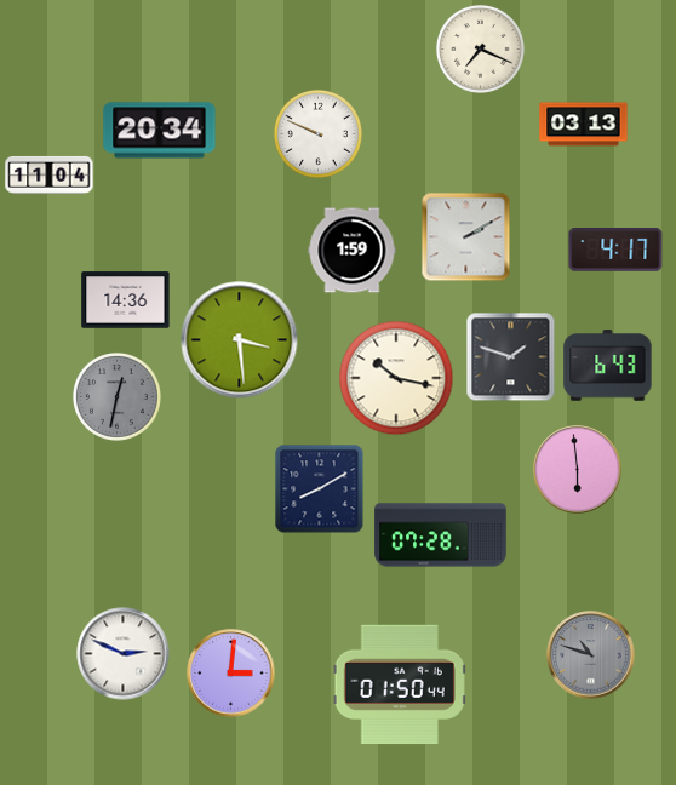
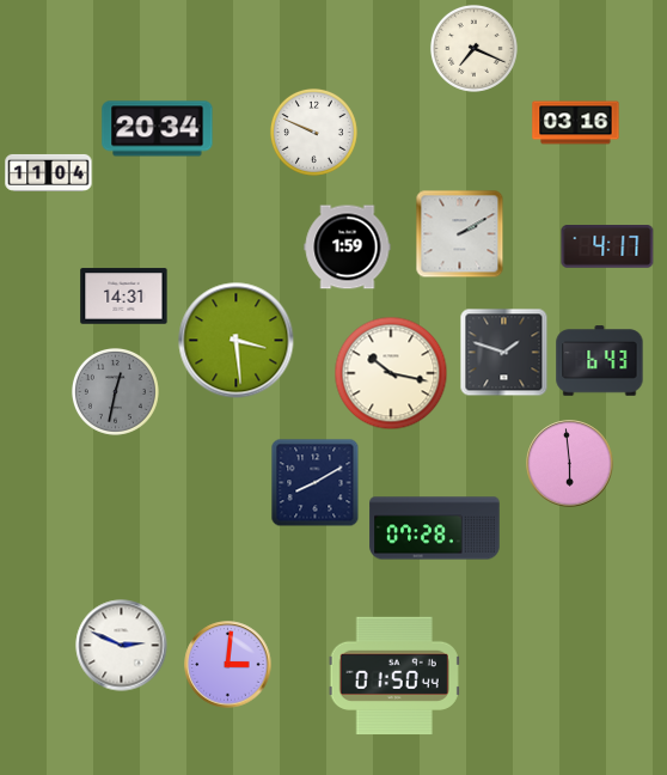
clock at (584, 125): 03:13 -> 03:16
clock at (126, 300): 14:36 -> 14:31
clock at (240, 340) position: (240, 340) -> (237, 341)
clock at (591, 655): 10:48 -> none
